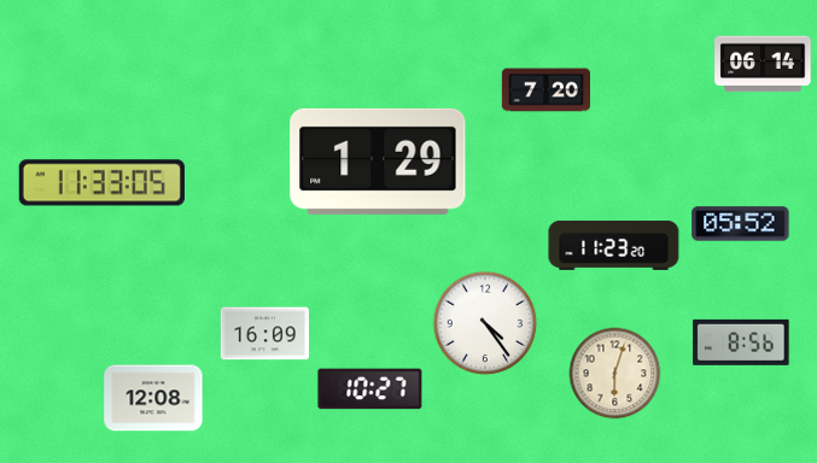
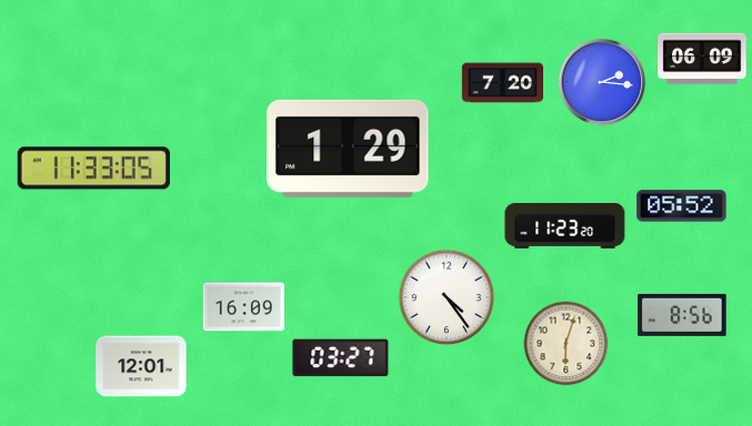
clock at (763, 64): 06:14 -> 06:09
clock at (602, 82): none -> 2:16
clock at (370, 389): 10:27 -> 03:27
clock at (153, 398): 12:08 -> 12:01
